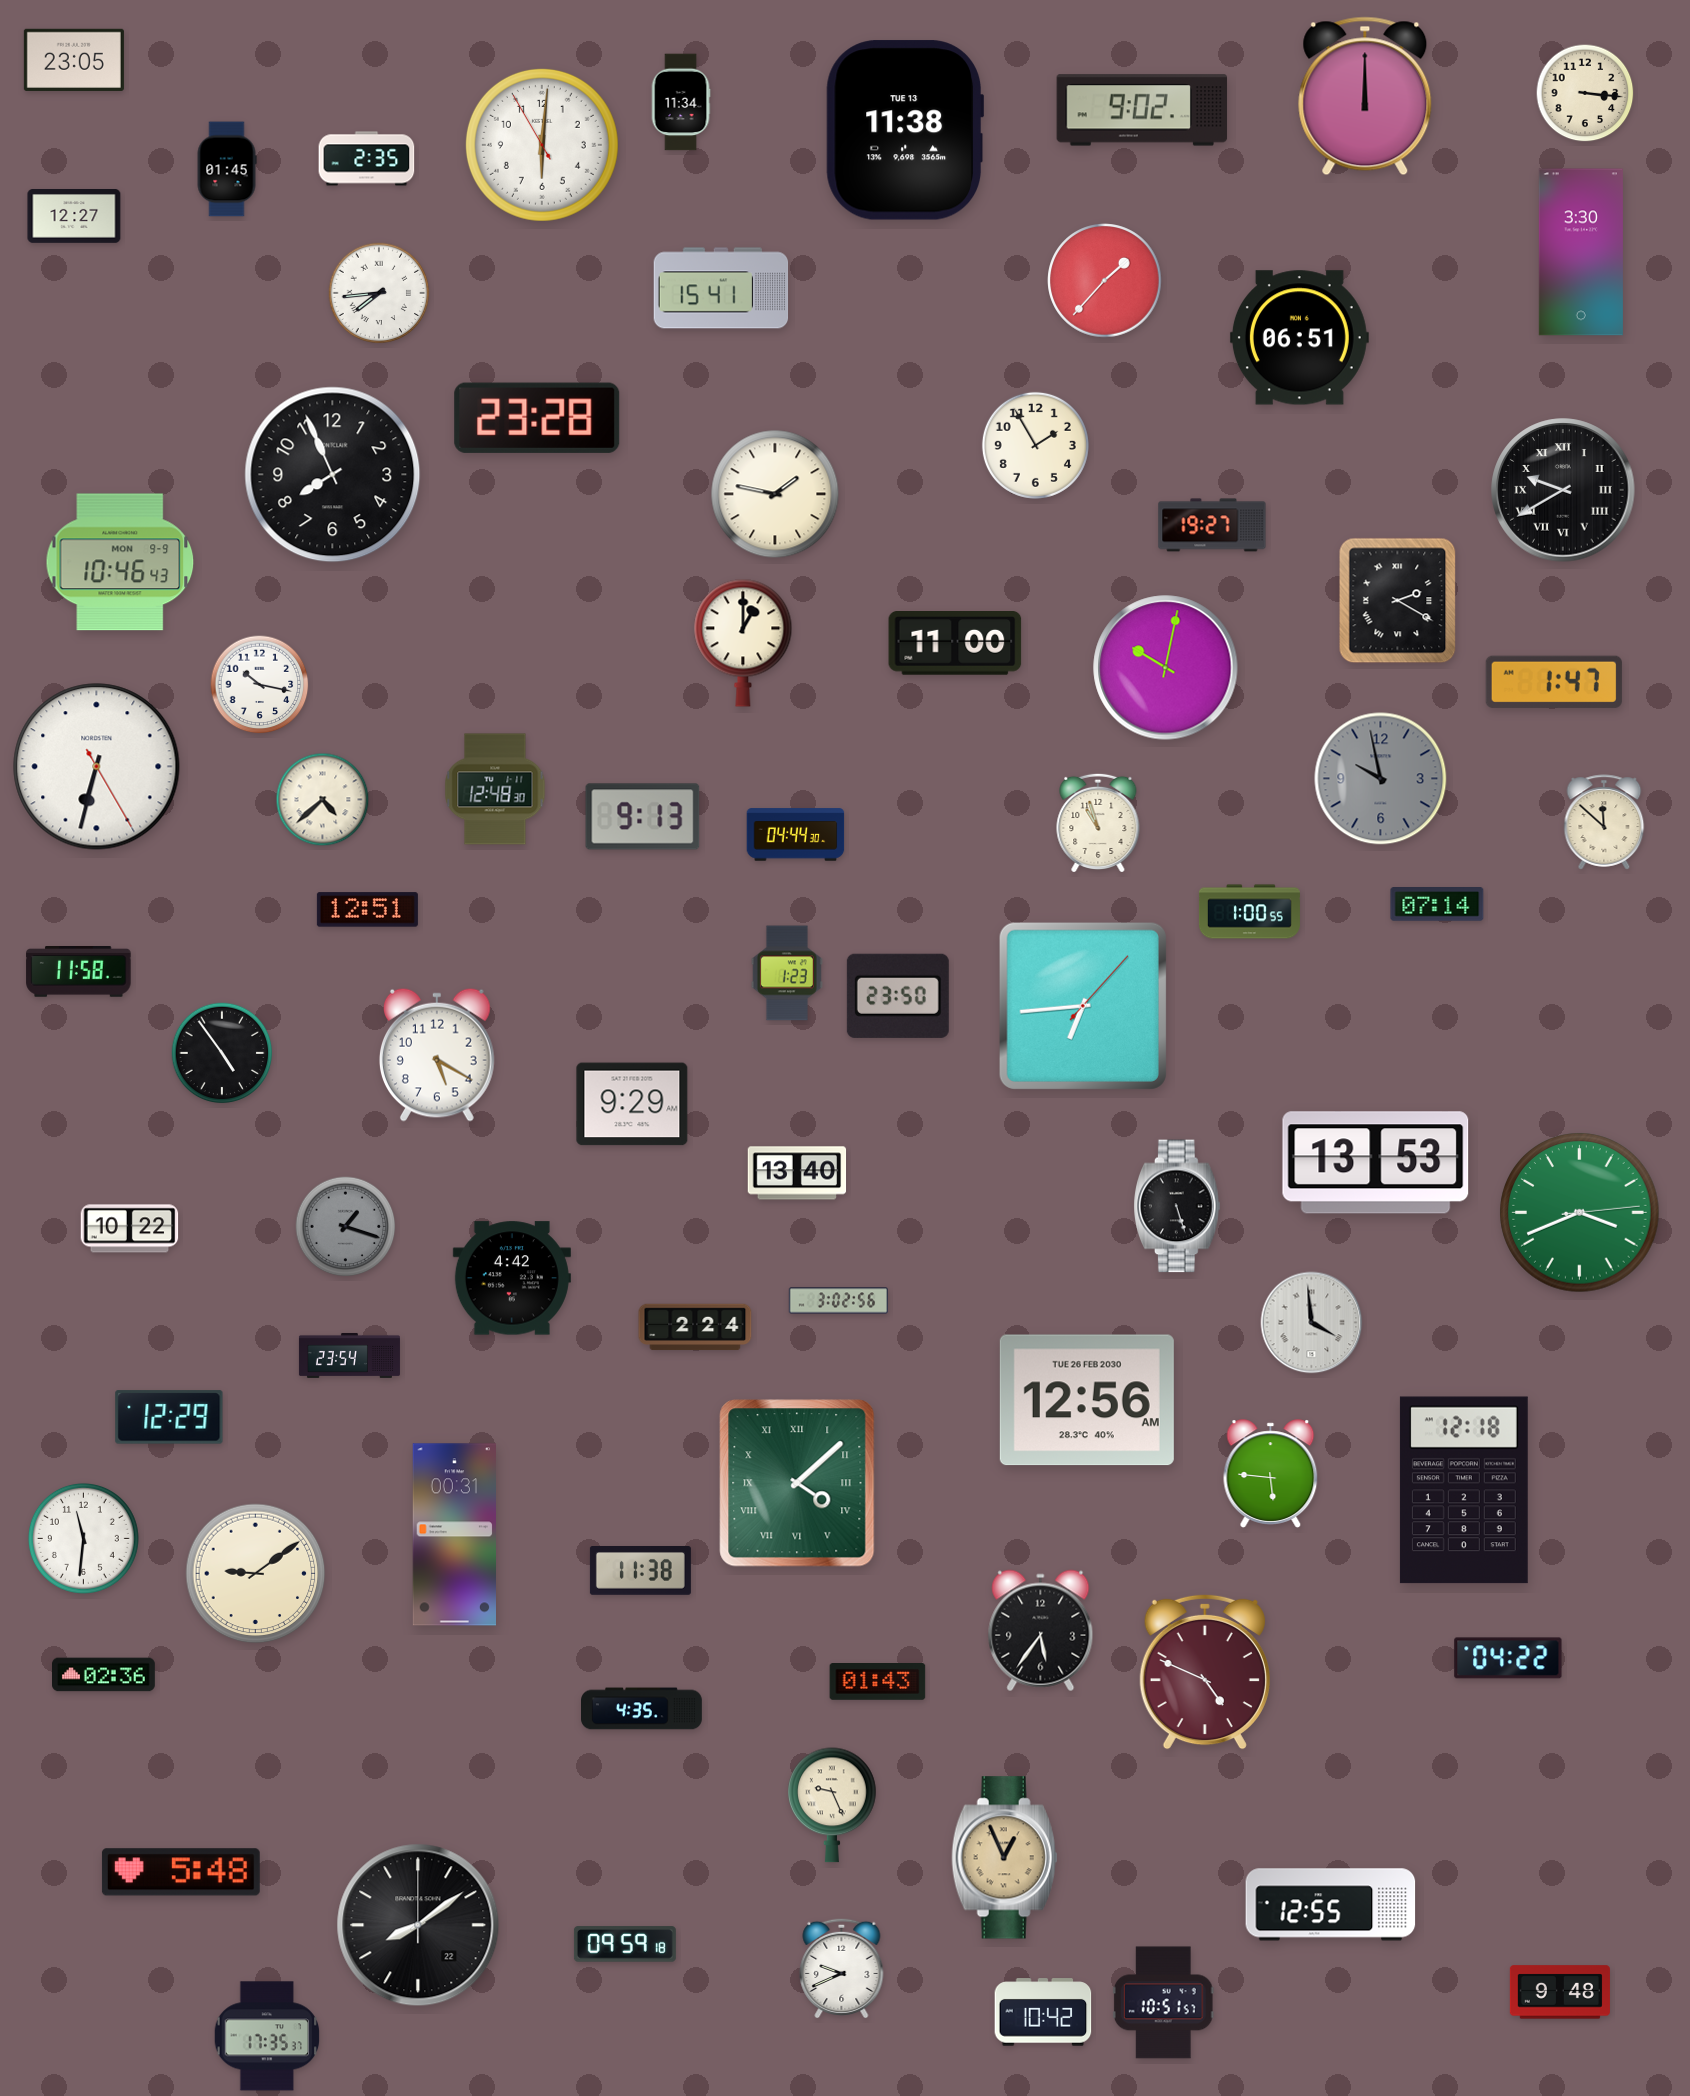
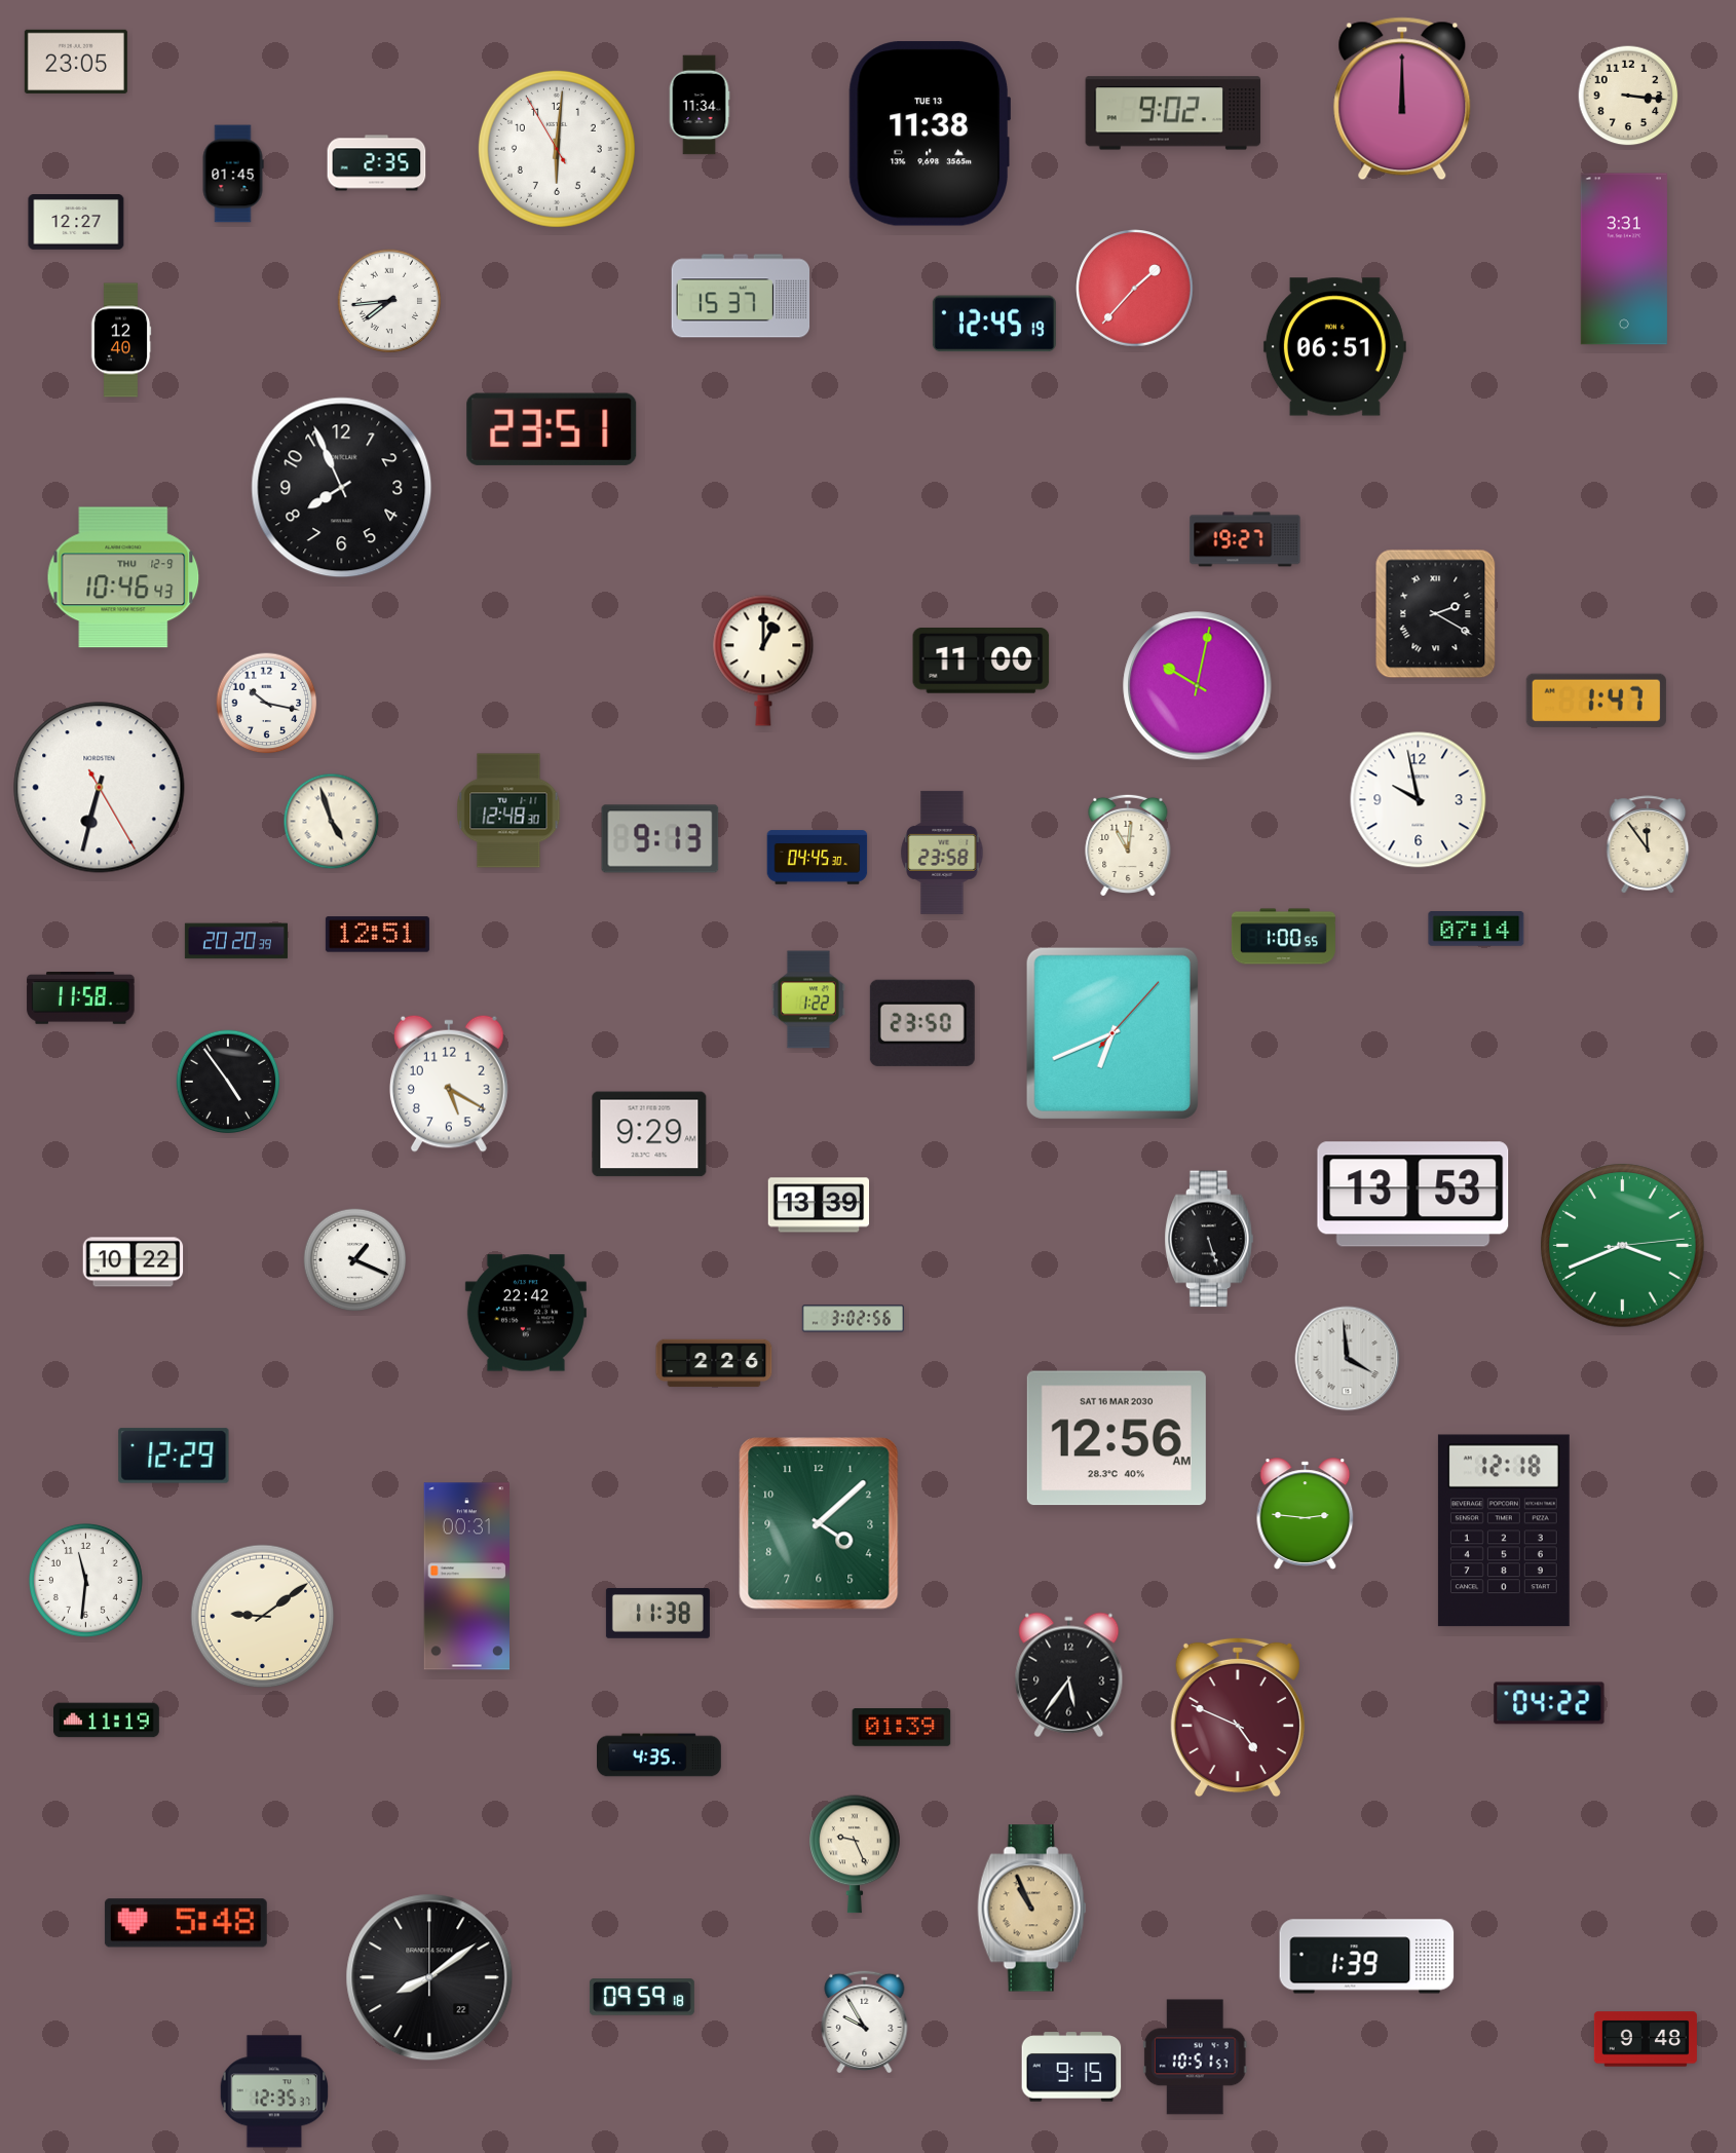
clock at (1581, 252): 3:30 -> 3:31
clock at (721, 288): 15:41 -> 15:37
clock at (994, 324): none -> 12:45
clock at (121, 340): none -> 12:40
clock at (537, 418): 23:28 -> 23:51
clock at (1035, 445): 1:55 -> none
clock at (1563, 490): 9:40 -> none
clock at (775, 494): 1:47 -> none
clock at (120, 562) date: MON 9-9 -> THU 12-9
clock at (1398, 601) position: (1398, 601) -> (1436, 614)
clock at (1381, 779) dial: grey -> white
clock at (323, 800): 4:38 -> 4:57
clock at (1098, 822): 10:57 -> 11:01
clock at (1604, 822): 11:52 -> 11:54
clock at (942, 853): none -> 23:58
clock at (796, 835): 04:44 -> 04:45
clock at (236, 941): none -> 20:20
clock at (787, 973): 1:23 -> 1:22
clock at (1083, 1006): 6:44 -> 6:41
clock at (797, 1173): 13:40 -> 13:39
clock at (346, 1227): 1:18 -> 1:19
clock at (346, 1227) dial: grey -> white
clock at (512, 1278): 4:42 -> 22:42
clock at (838, 1301) position: (838, 1301) -> (853, 1319)
clock at (695, 1327): 2:24 -> 2:26
clock at (349, 1355): 23:54 -> none
clock at (1087, 1400) date: TUE 26 FEB 2030 -> SAT 16 MAR 2030
clock at (1271, 1474): 5:46 -> 2:46
clock at (797, 1483) numerals: Roman -> Arabic
clock at (104, 1675): 02:36 -> 11:19
clock at (878, 1682): 01:43 -> 01:39
clock at (1005, 1858): 12:56 -> 10:56
clock at (1331, 1905): 12:55 -> 1:39
clock at (842, 1968): 9:41 -> 9:55
clock at (1560, 1992) position: (1560, 1992) -> (1646, 2039)
clock at (1043, 2012): 10:42 -> 9:15
clock at (267, 2036): 17:35 -> 12:35
